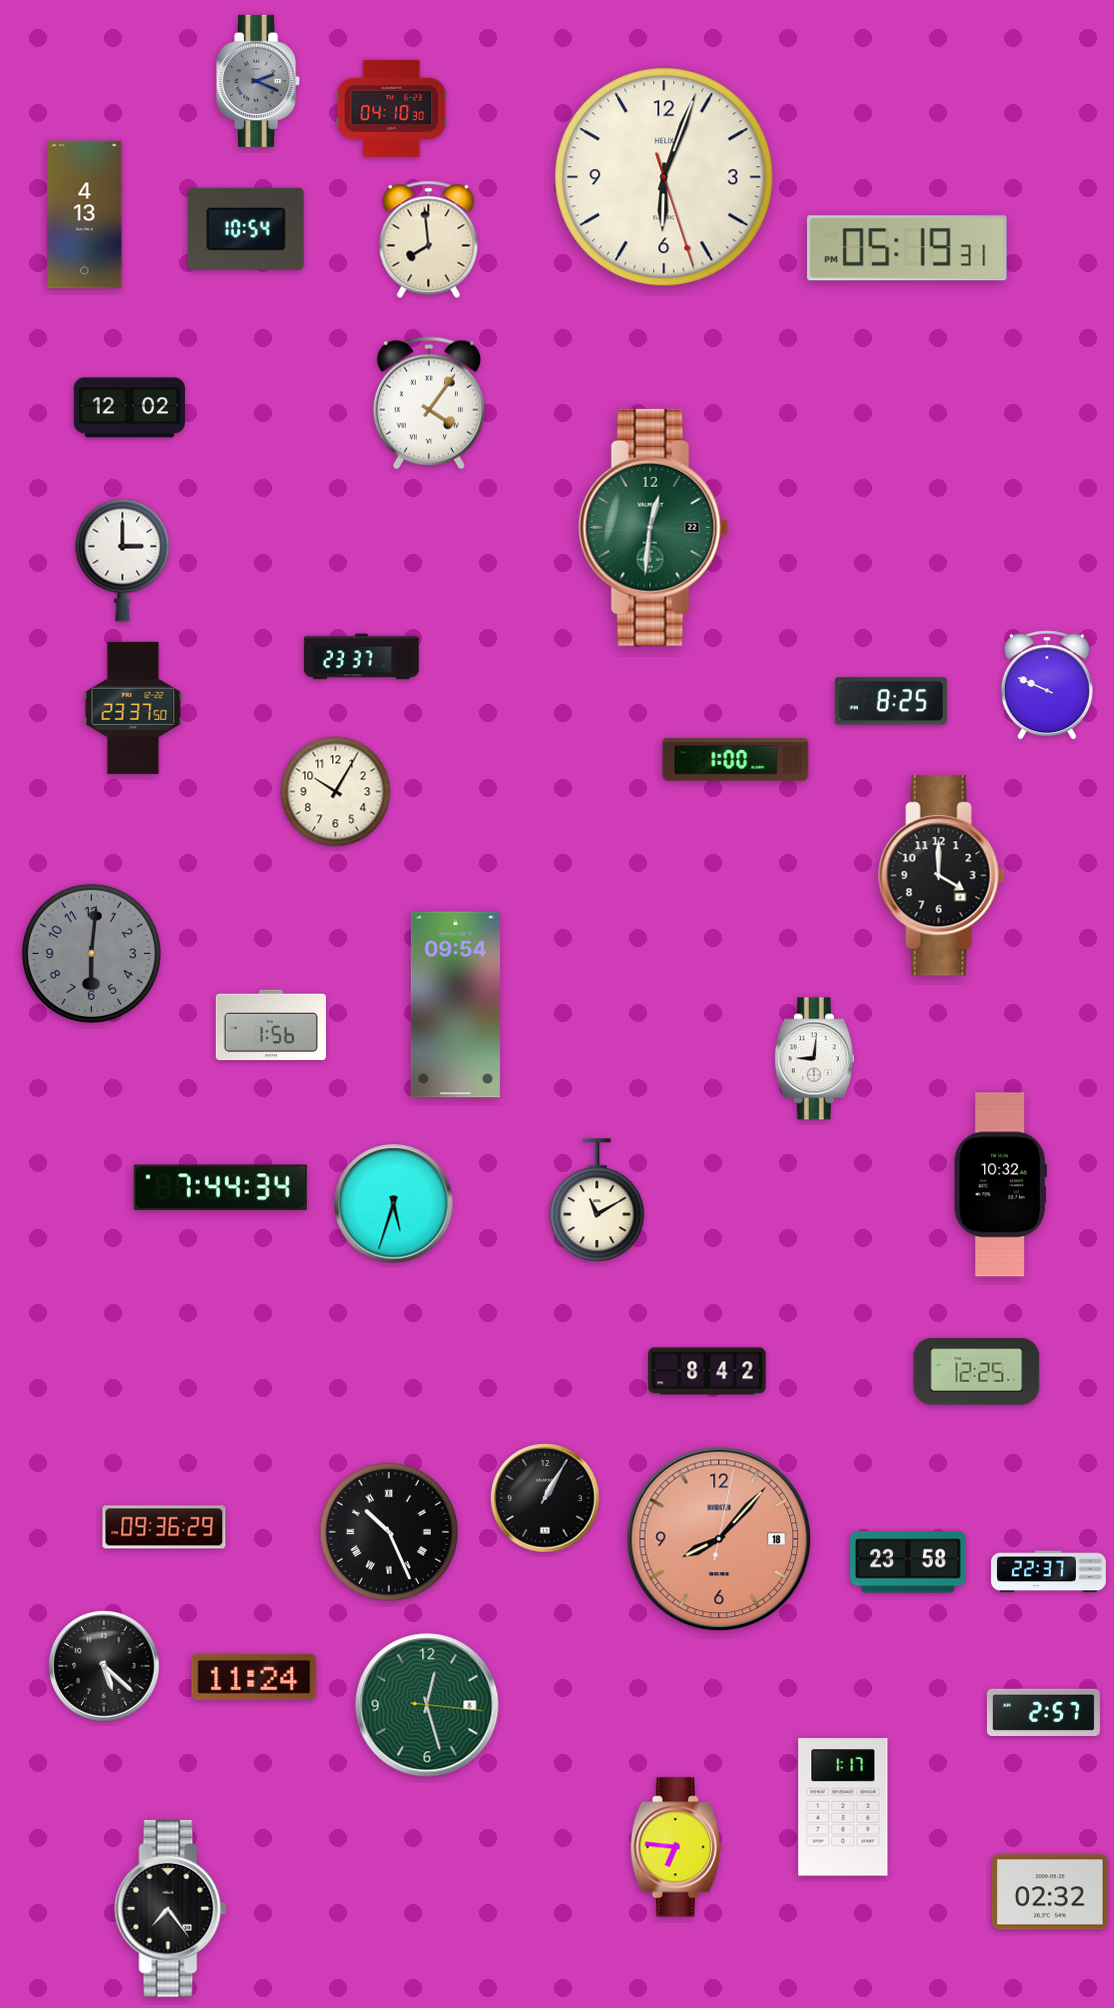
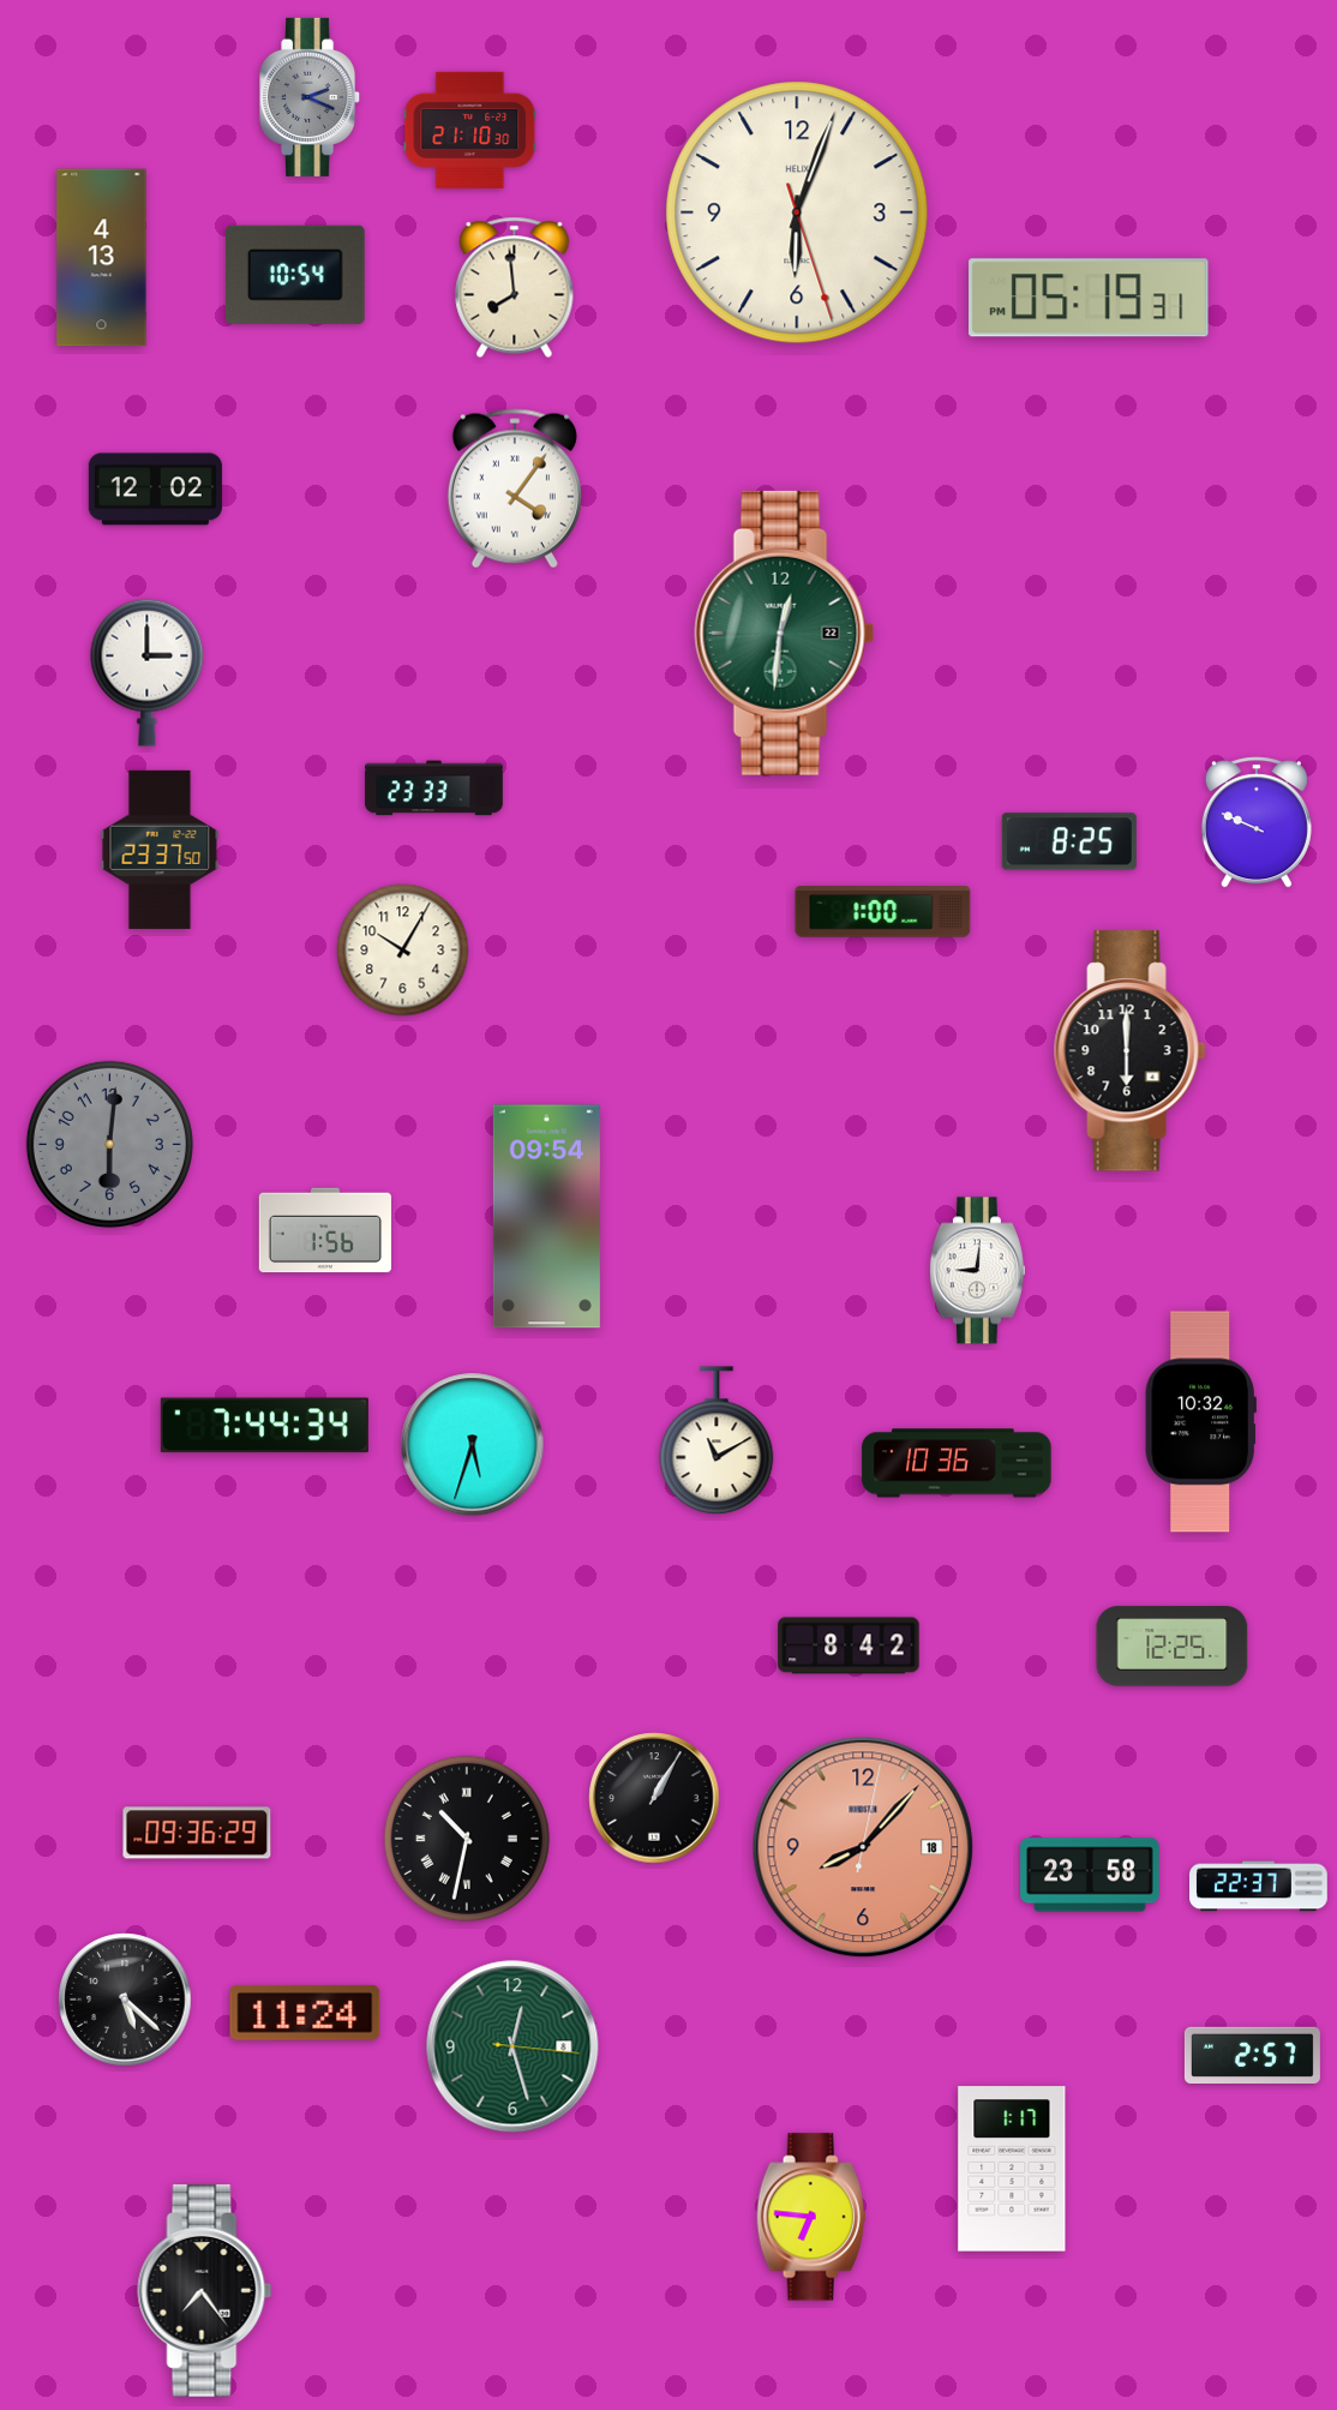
clock at (392, 108): 04:10 -> 21:10
clock at (429, 403) position: (429, 403) -> (515, 488)
clock at (362, 657): 23:37 -> 23:33
clock at (941, 876): 4:00 -> 6:00
clock at (455, 1005) position: (455, 1005) -> (546, 1217)
clock at (957, 1463): none -> 10:36
clock at (389, 1532): 10:26 -> 10:32
clock at (1050, 1892): 02:32 -> none
